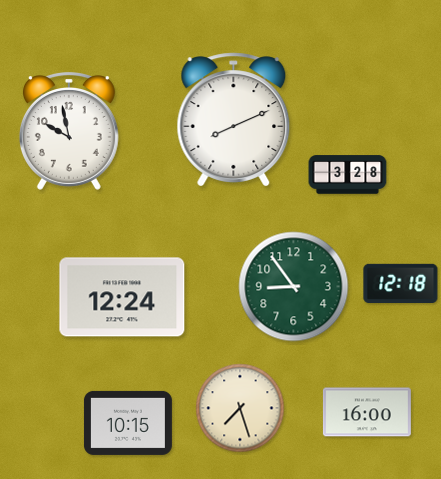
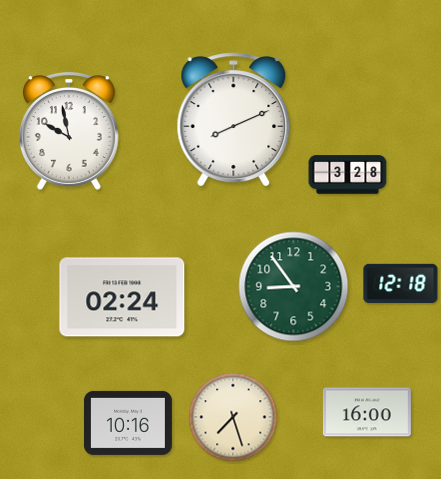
clock at (122, 297): 12:24 -> 02:24
clock at (240, 408) position: (240, 408) -> (233, 417)
clock at (128, 423): 10:15 -> 10:16
